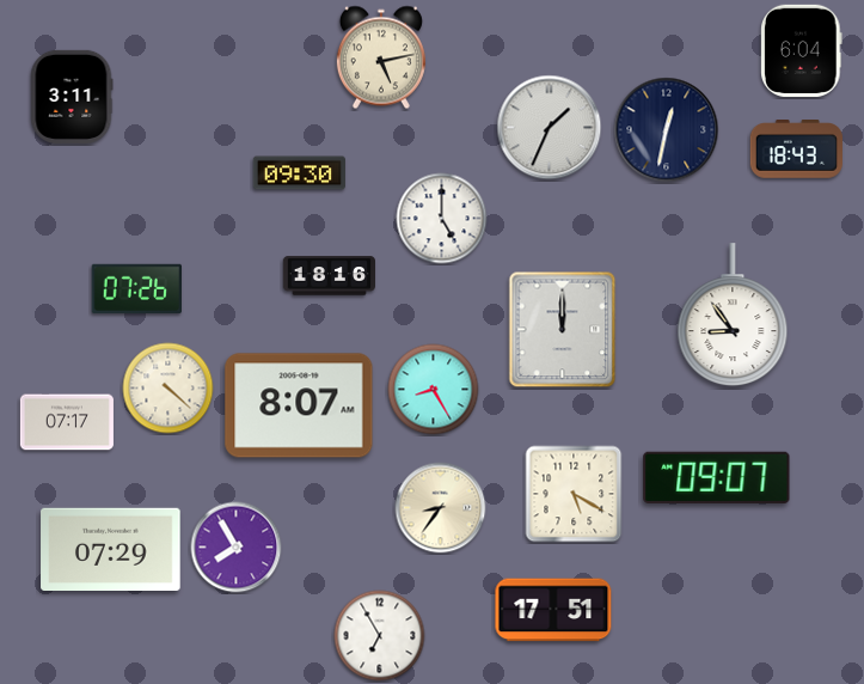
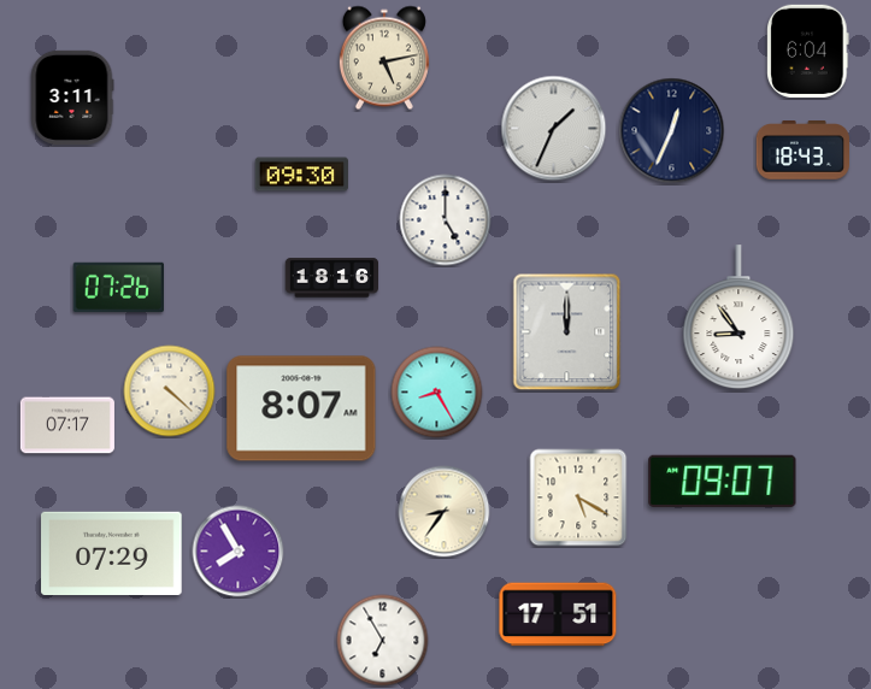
clock at (667, 130): 12:32 -> 12:34
clock at (136, 288) position: (136, 288) -> (118, 287)
